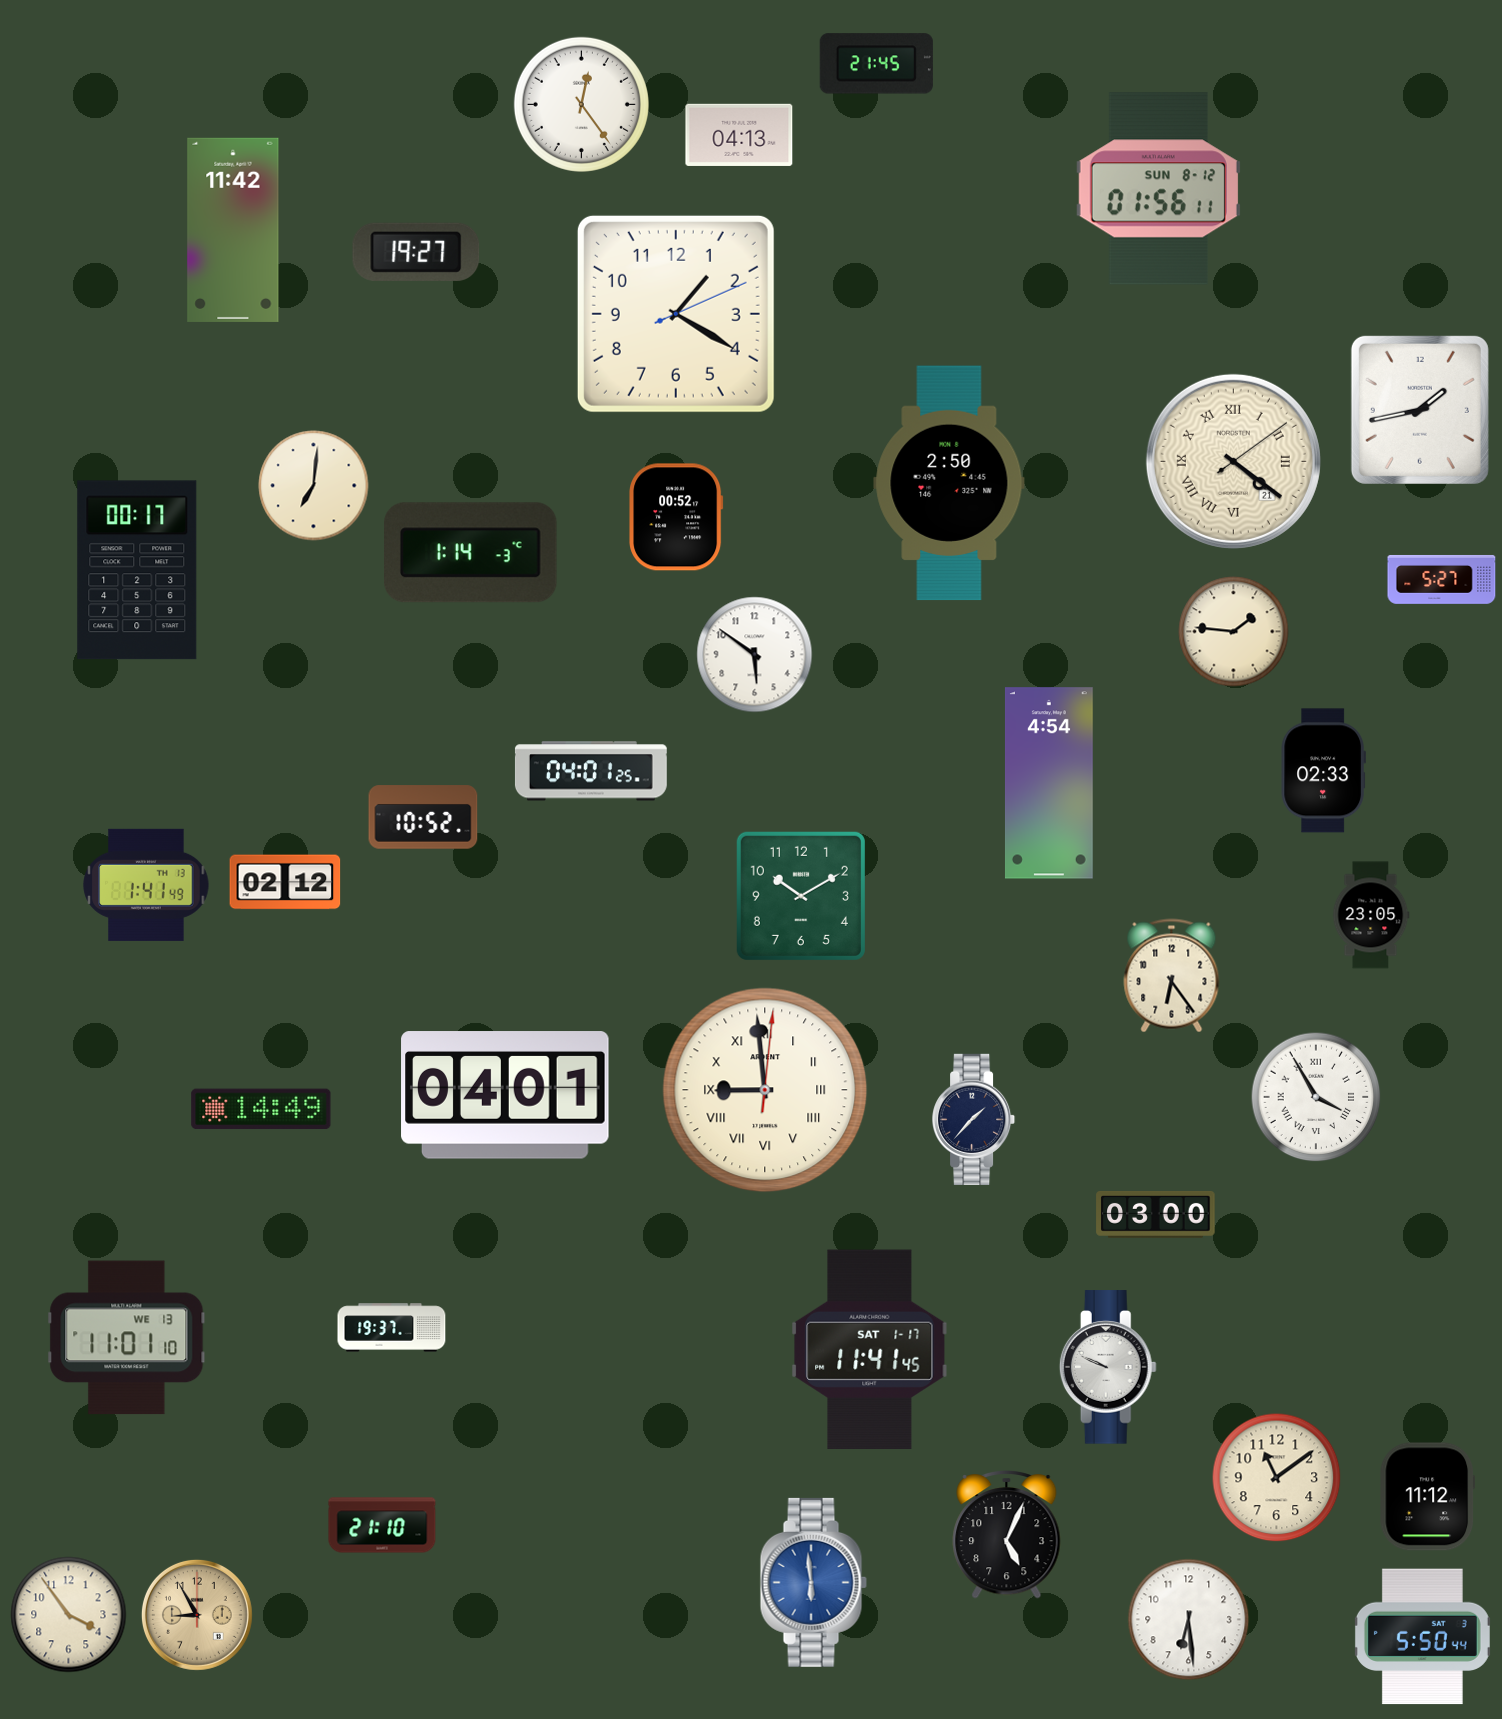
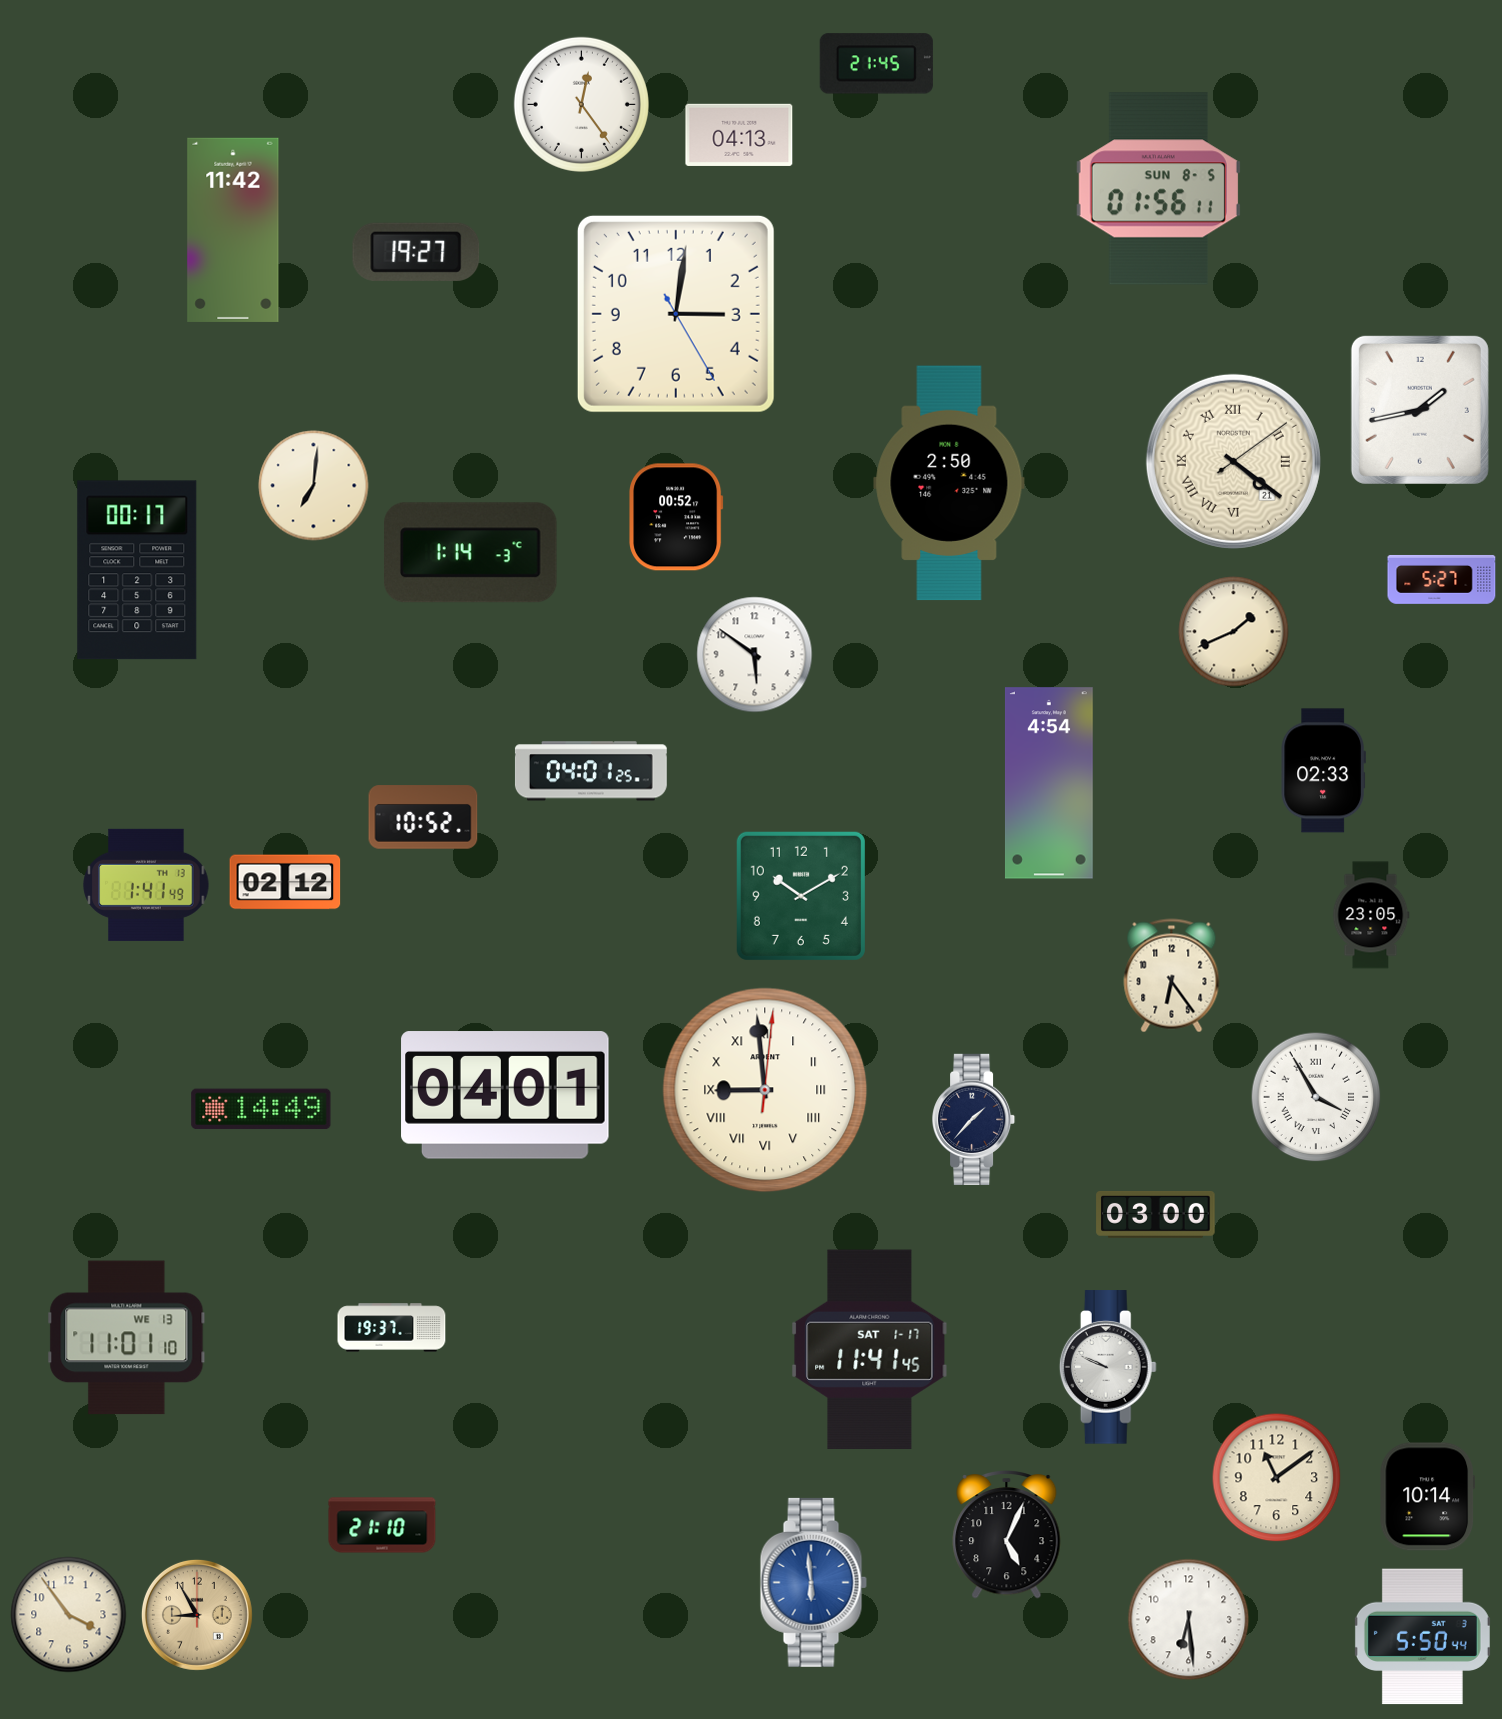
clock at (1158, 189) date: SUN 8-12 -> SUN 8-5
clock at (676, 314): 1:20 -> 3:01
clock at (1234, 632): 1:46 -> 1:41
clock at (1427, 1497): 11:12 -> 10:14
